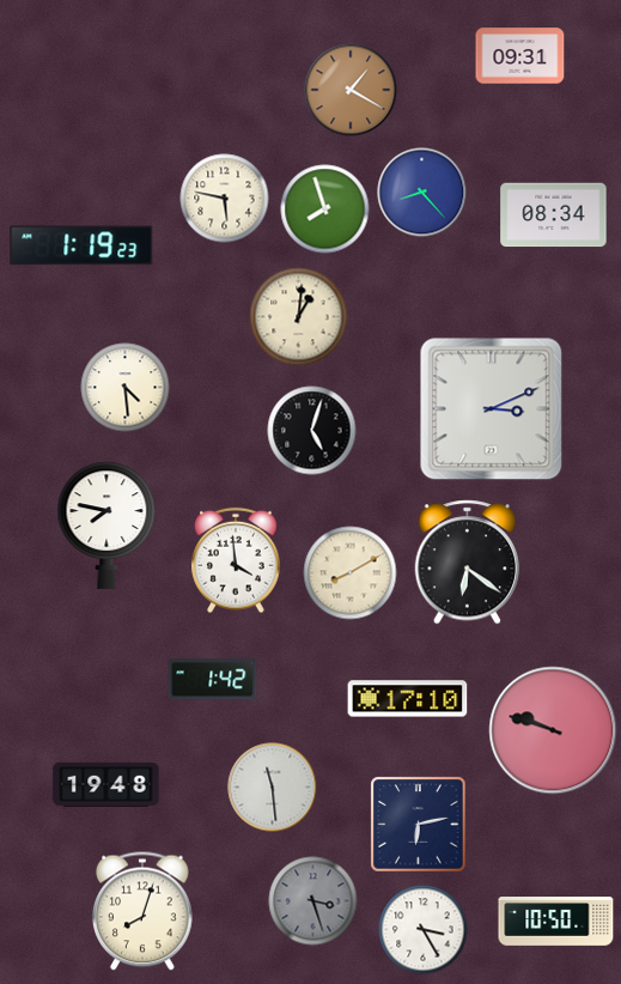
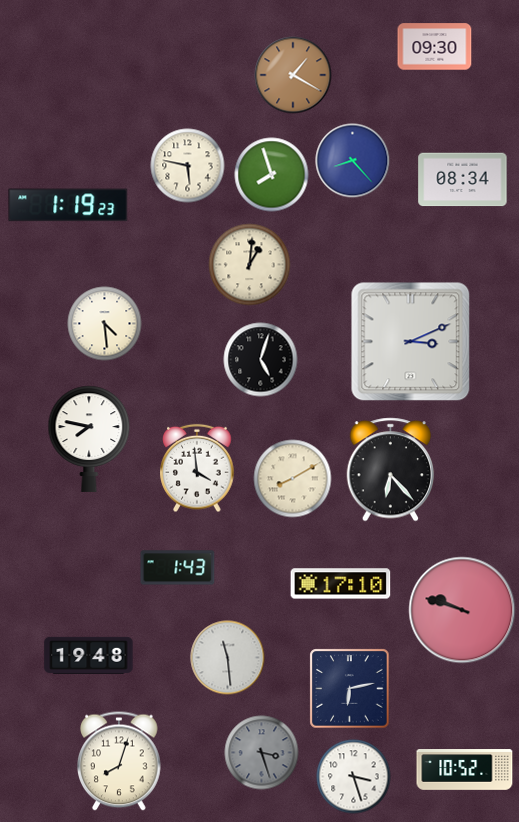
clock at (520, 56): 09:31 -> 09:30
clock at (468, 563): 6:21 -> 6:23
clock at (213, 680): 1:42 -> 1:43
clock at (556, 922): 10:50 -> 10:52
clock at (424, 930): 3:25 -> 3:27
